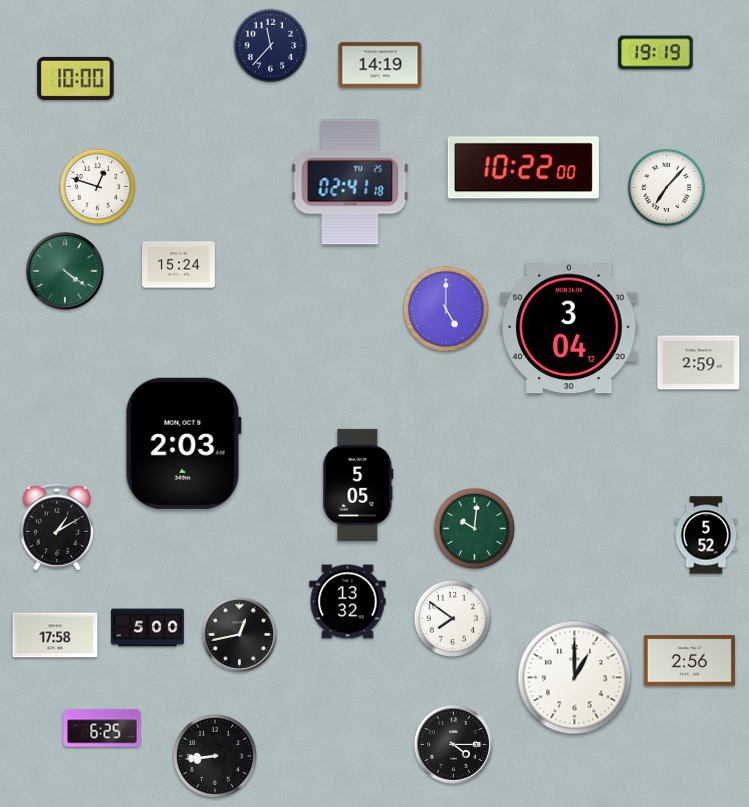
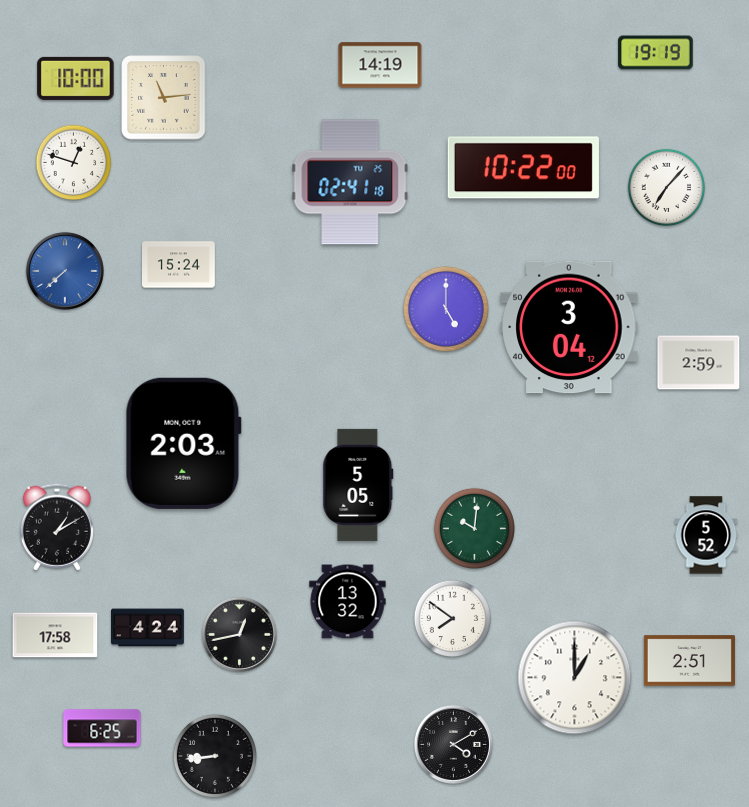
clock at (271, 46): 11:37 -> none
clock at (164, 98): none -> 11:14
clock at (98, 187) position: (98, 187) -> (74, 163)
clock at (65, 271): 4:21 -> 7:38
clock at (65, 271) dial: green -> blue
clock at (148, 628): 5:00 -> 4:24
clock at (689, 661): 2:56 -> 2:51
clock at (453, 744): 4:15 -> 4:10
